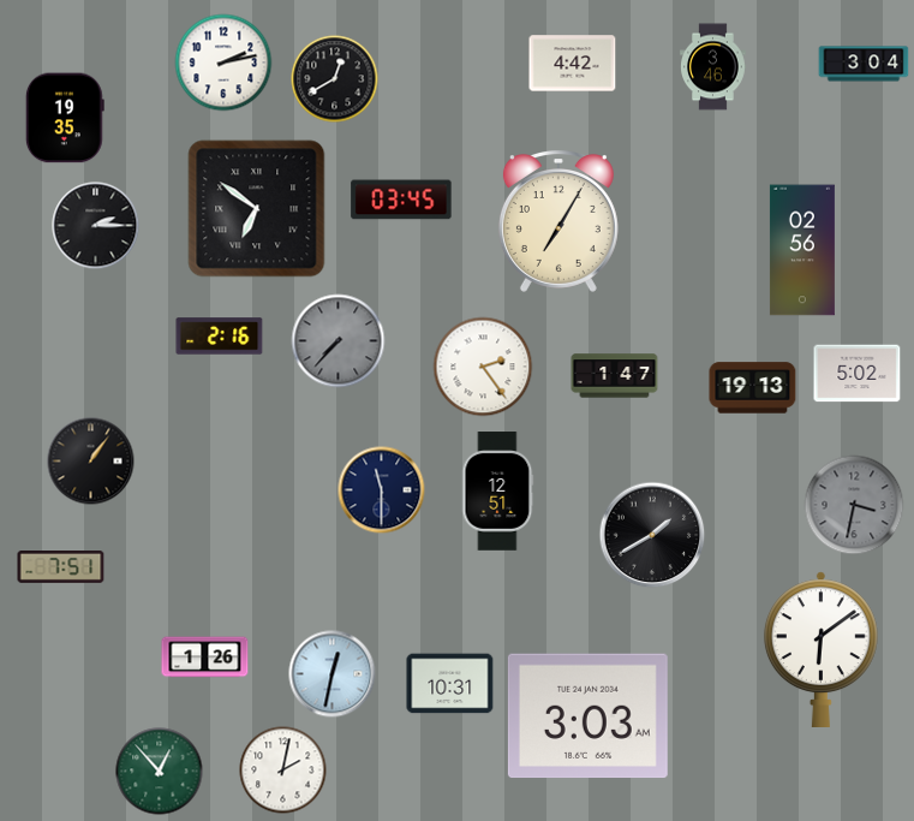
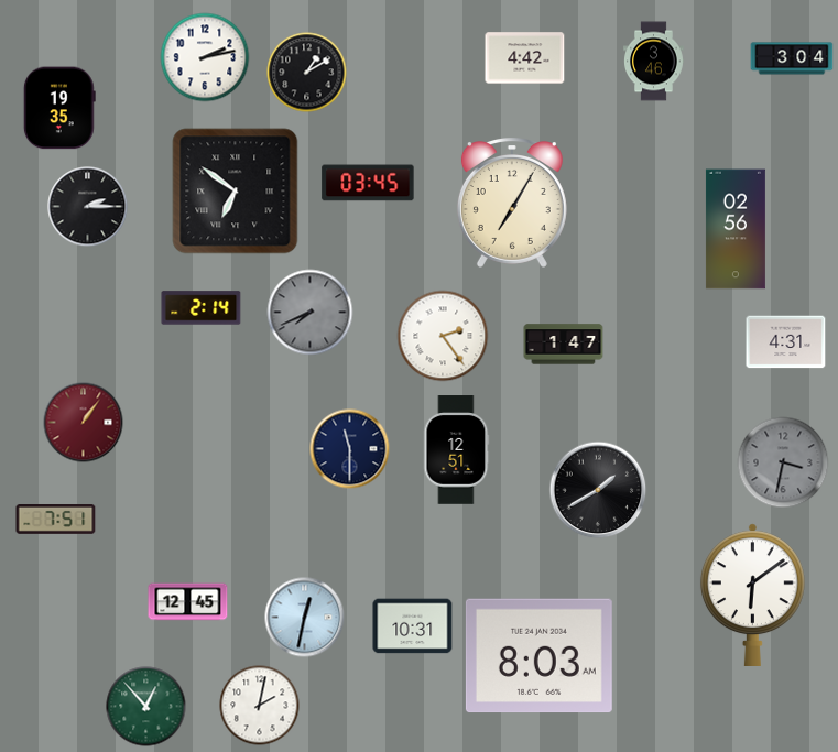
clock at (335, 79): 12:40 -> 1:10
clock at (220, 337): 2:16 -> 2:14
clock at (339, 341): 7:37 -> 7:41
clock at (858, 374): 5:02 -> 4:31
clock at (753, 388): 19:13 -> none
clock at (91, 462) dial: black -> burgundy
clock at (205, 658): 1:26 -> 12:45
clock at (587, 716): 3:03 -> 8:03
